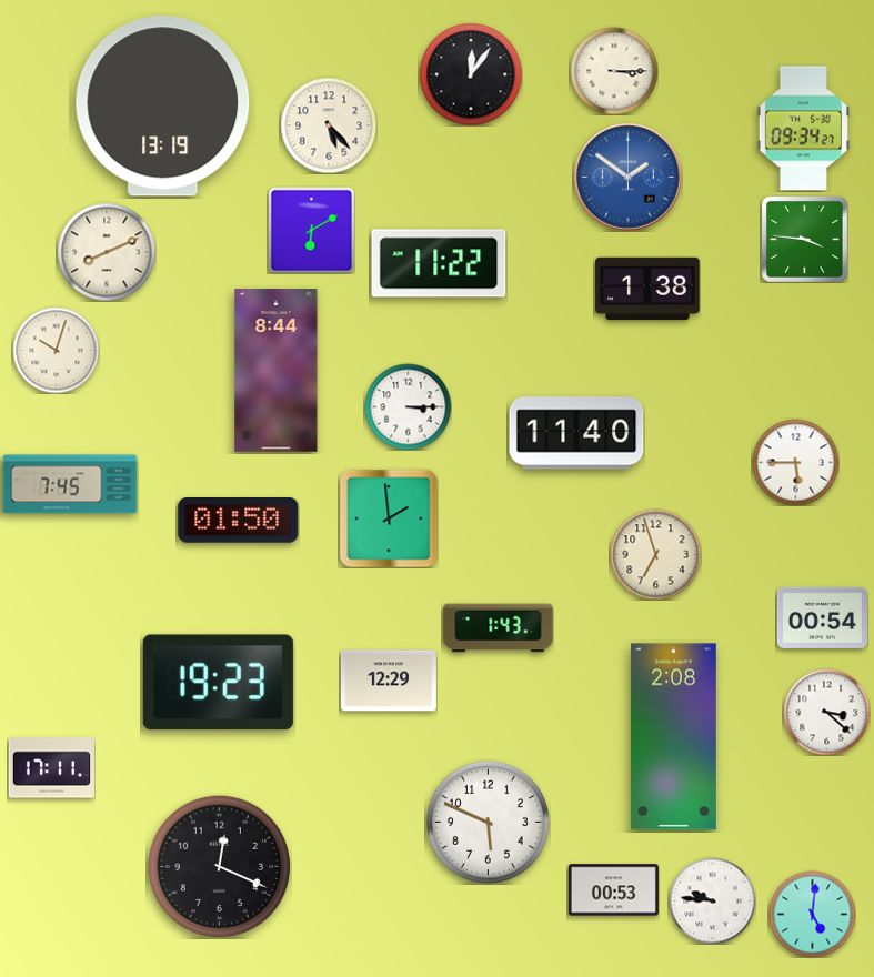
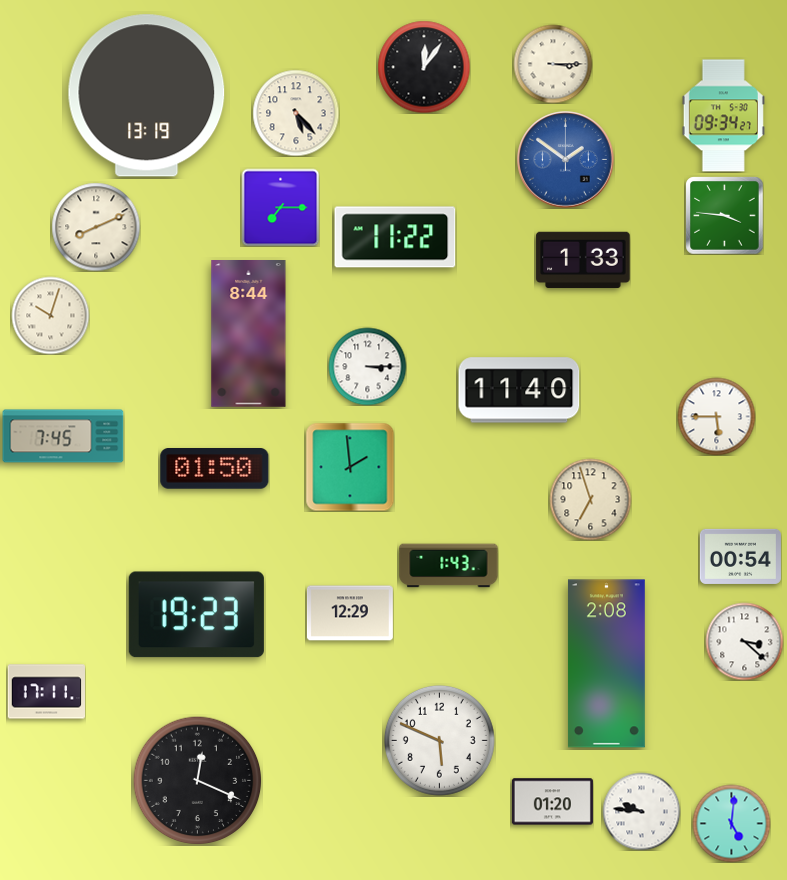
clock at (311, 230): 6:10 -> 7:15
clock at (647, 289): 1:38 -> 1:33
clock at (613, 890): 00:53 -> 01:20
